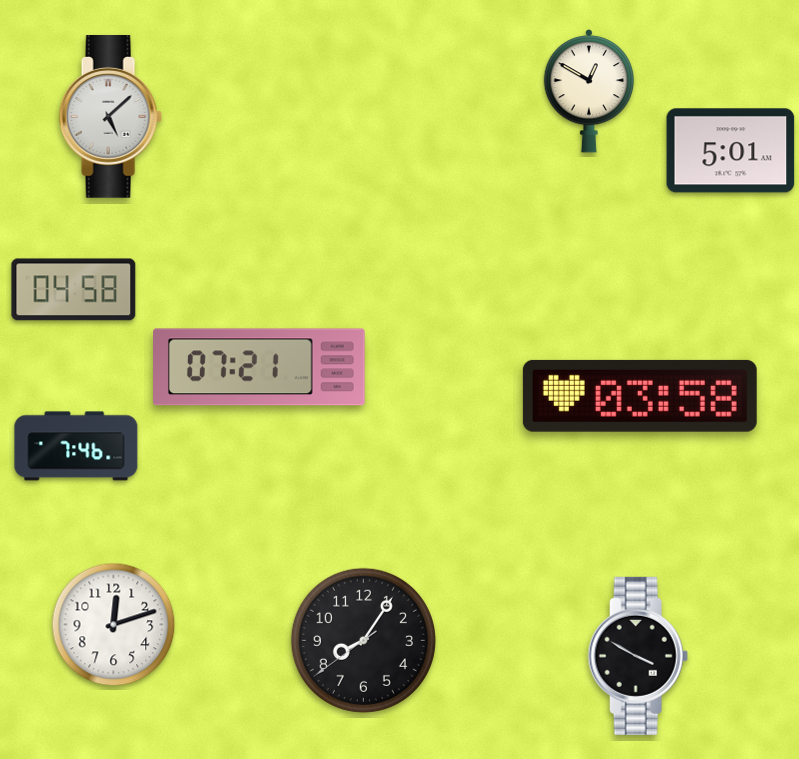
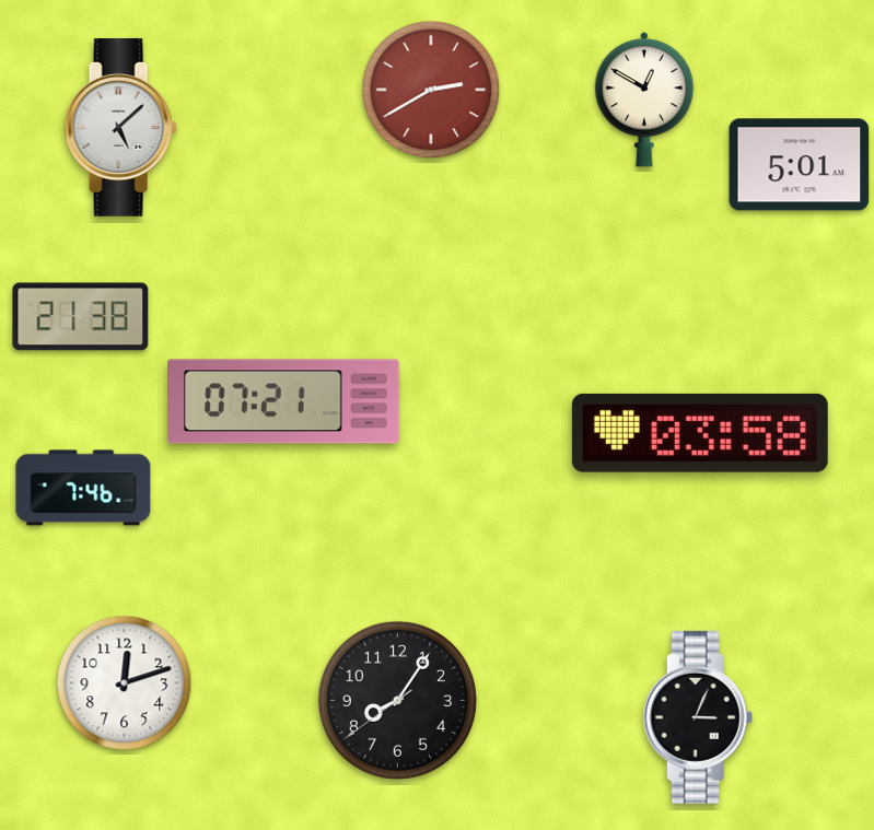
clock at (431, 90): none -> 2:40
clock at (74, 290): 04:58 -> 21:38
clock at (638, 656): 3:50 -> 3:04
